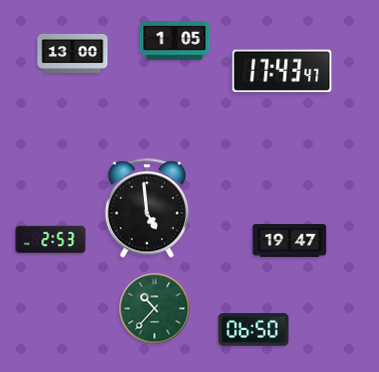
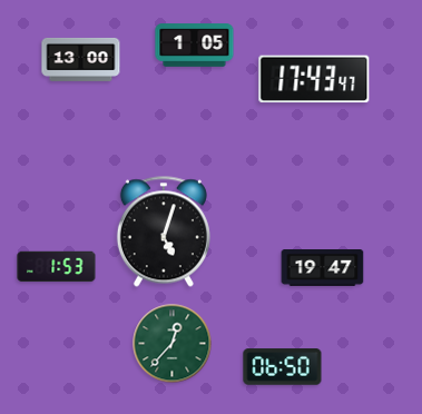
clock at (147, 208): 4:59 -> 5:03
clock at (51, 240): 2:53 -> 1:53
clock at (155, 309): 10:37 -> 12:37
